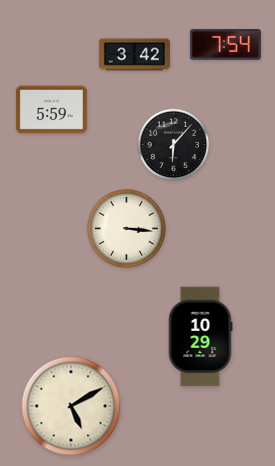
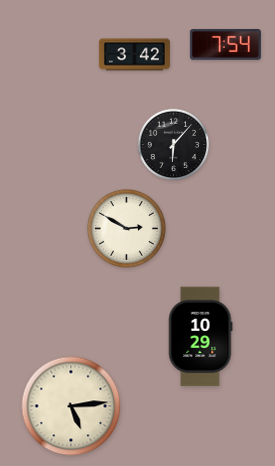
clock at (51, 110): 5:59 -> none
clock at (126, 228): 3:16 -> 2:50
clock at (71, 406): 5:10 -> 5:14
